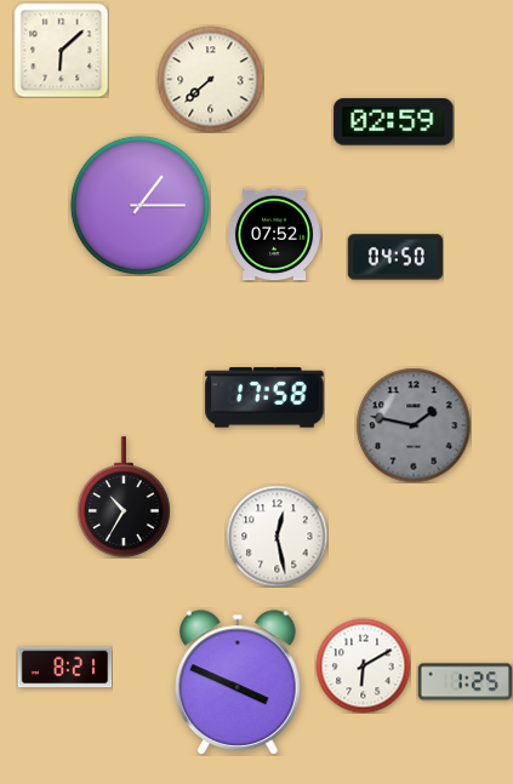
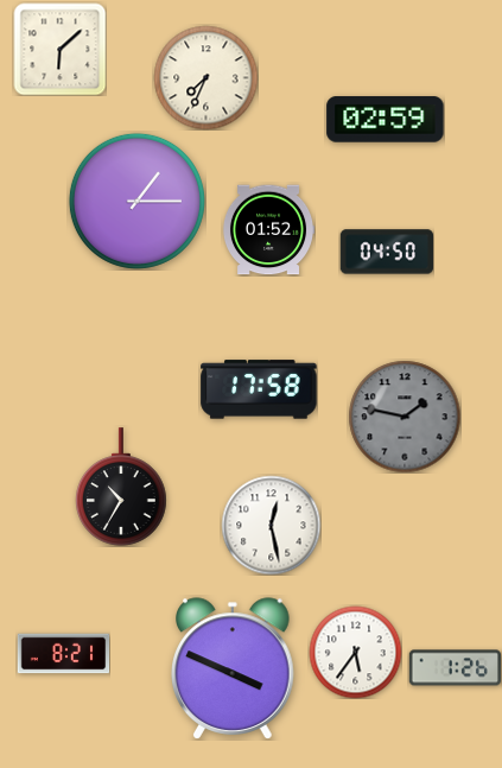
clock at (210, 79): 7:38 -> 7:34
clock at (274, 235): 07:52 -> 01:52
clock at (363, 665): 6:10 -> 5:36
clock at (464, 682): 1:25 -> 1:26
